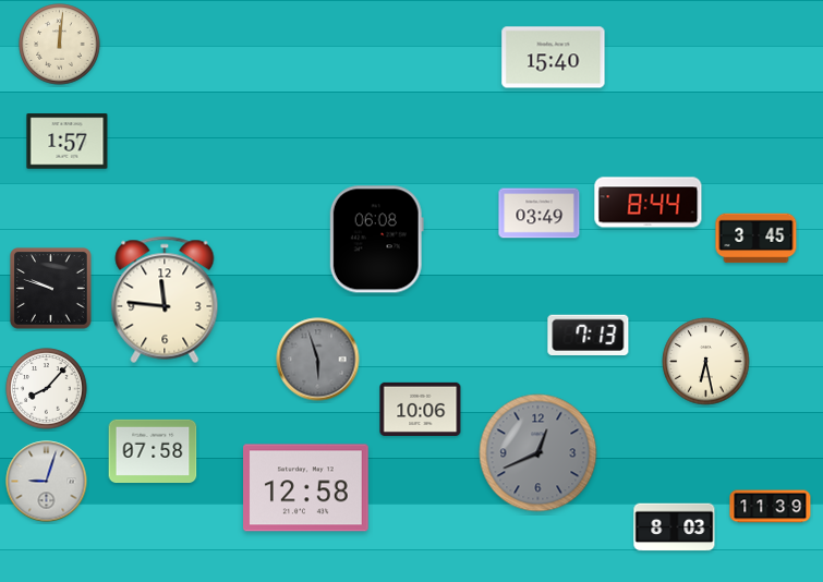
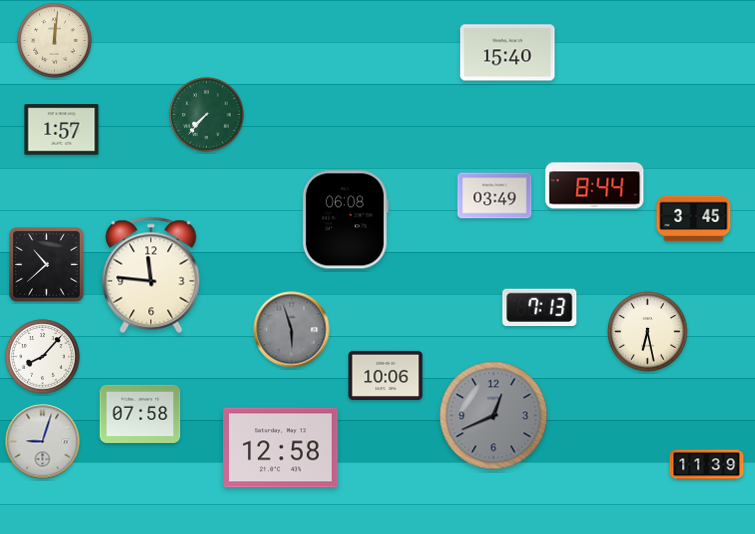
clock at (207, 115): none -> 7:37
clock at (51, 289): 9:48 -> 10:38
clock at (675, 528): 8:03 -> none
